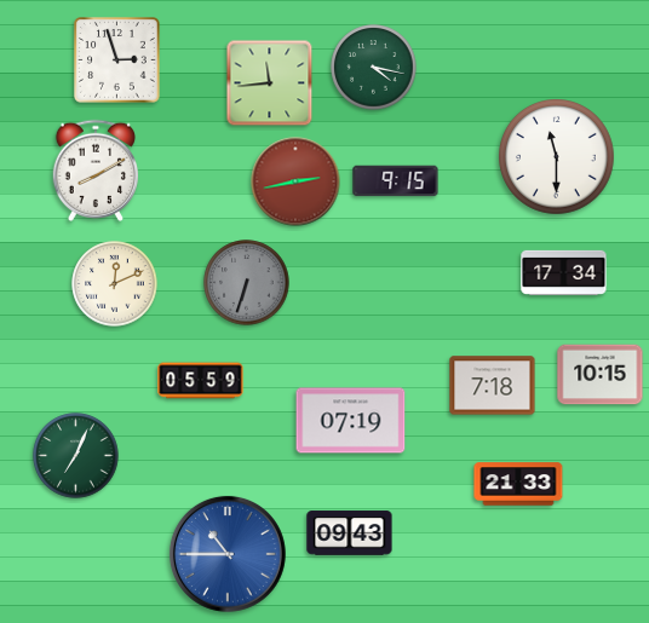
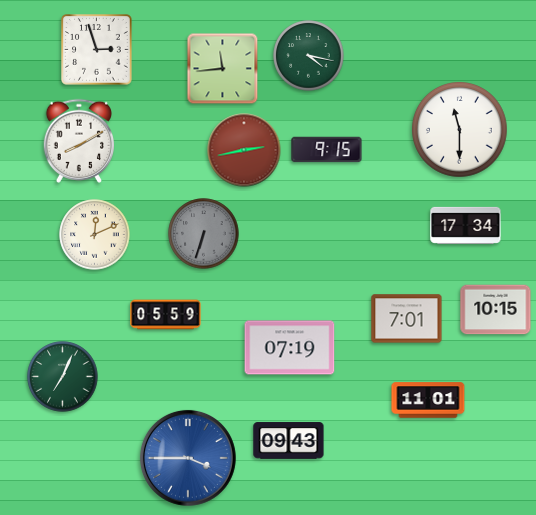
clock at (493, 386): 7:18 -> 7:01
clock at (518, 484): 21:33 -> 11:01
clock at (228, 554): 10:45 -> 3:45
